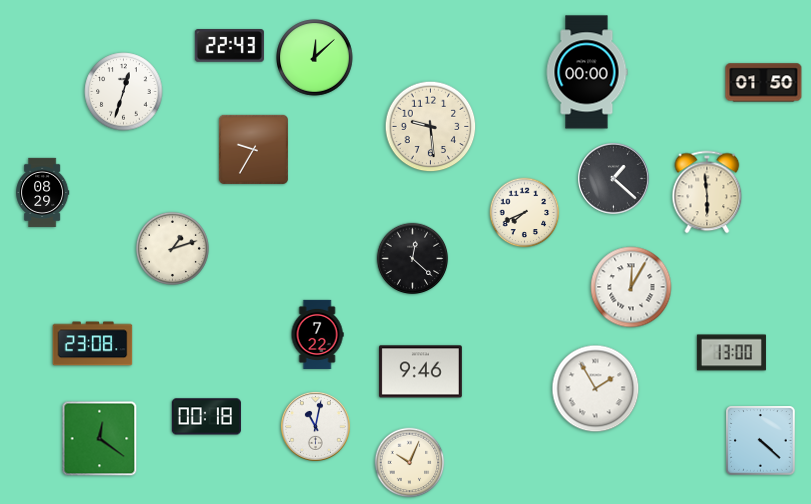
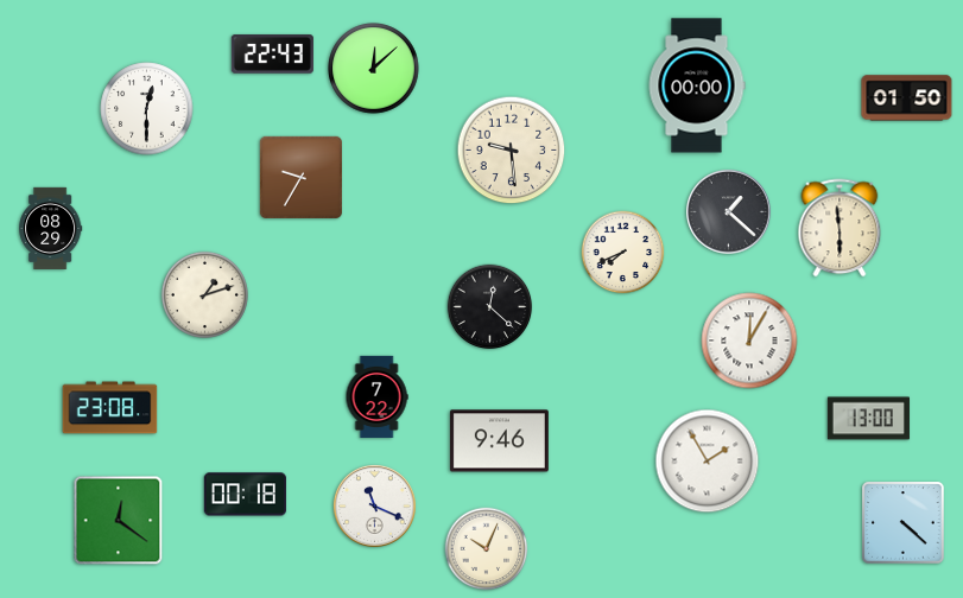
clock at (124, 92): 12:33 -> 12:30
clock at (315, 426): 11:02 -> 11:19
